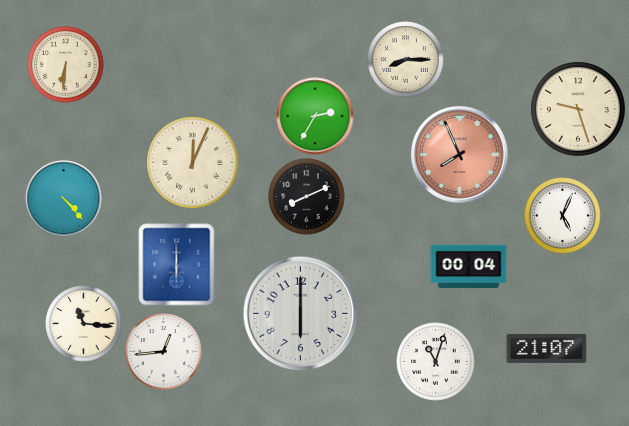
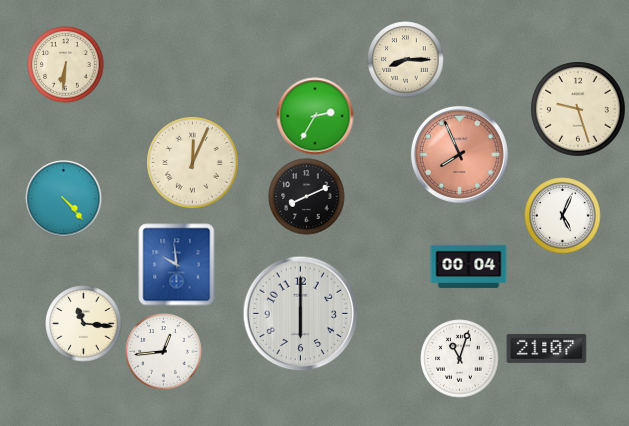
clock at (177, 265): 6:00 -> 9:59
clock at (436, 362) position: (436, 362) -> (460, 359)
